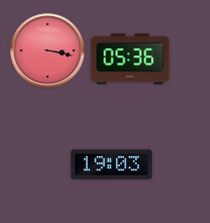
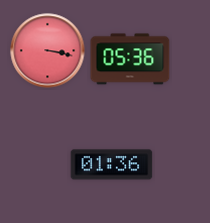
clock at (112, 165): 19:03 -> 01:36
